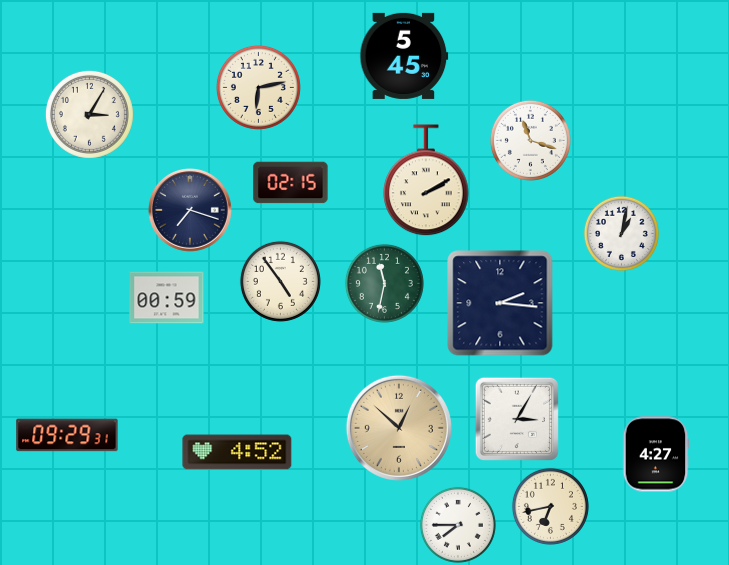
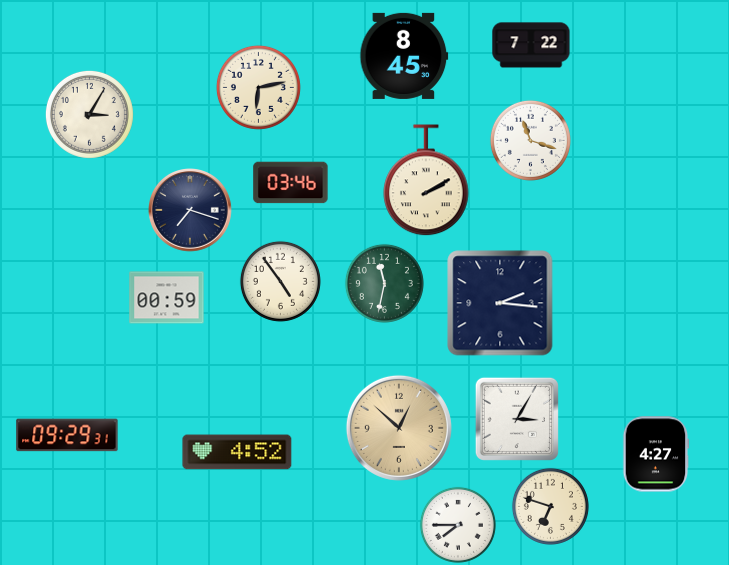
clock at (531, 45): none -> 7:22
clock at (404, 56): 5:45 -> 8:45
clock at (291, 183): 02:15 -> 03:46
clock at (621, 233): 1:02 -> none
clock at (550, 506): 6:43 -> 6:48
